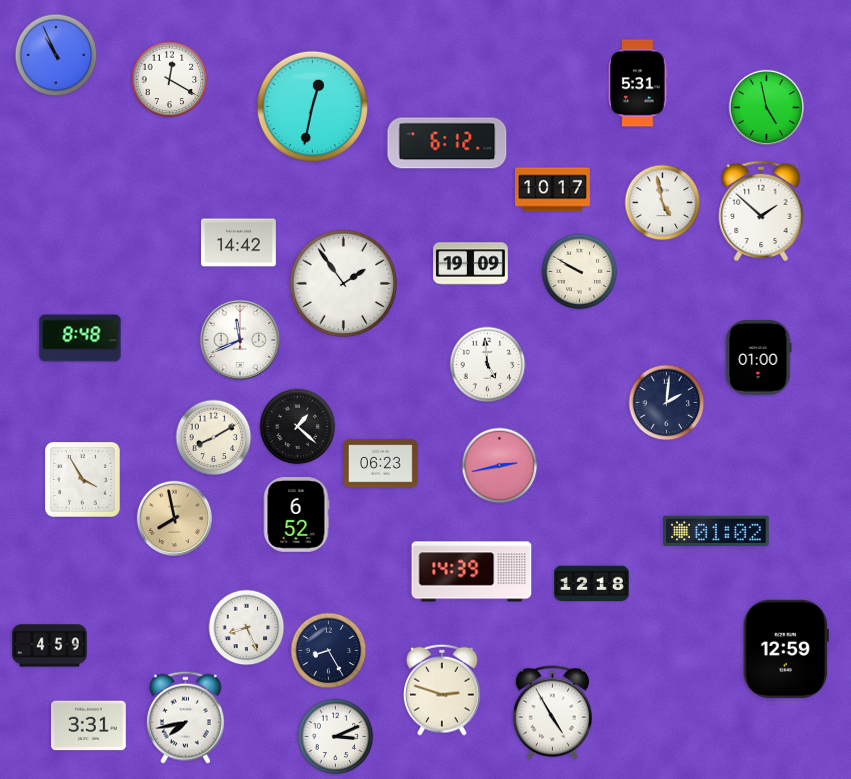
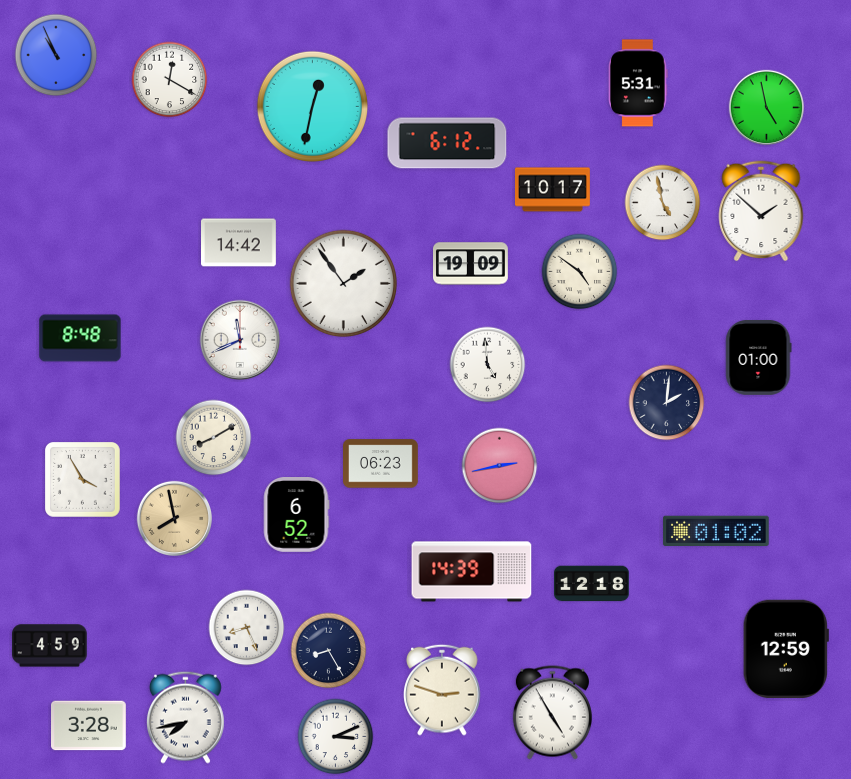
clock at (580, 272): 9:50 -> 4:51
clock at (298, 427): 1:22 -> none
clock at (89, 726): 3:31 -> 3:28
